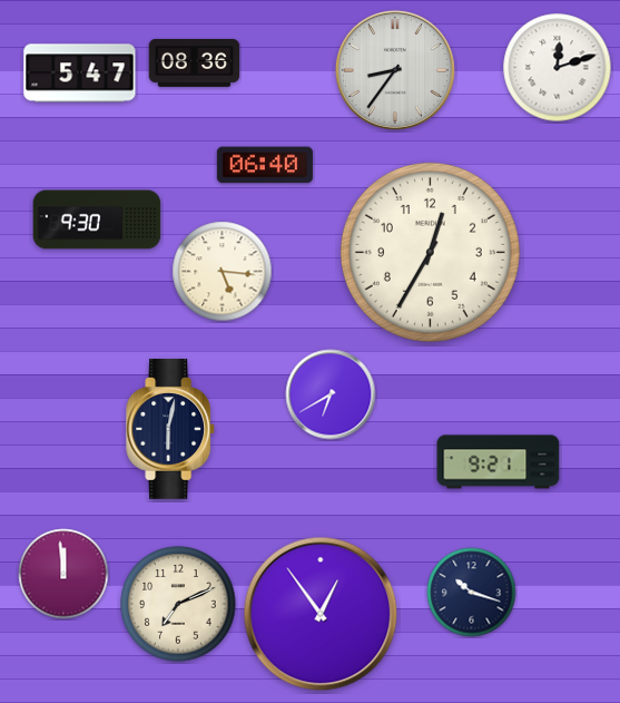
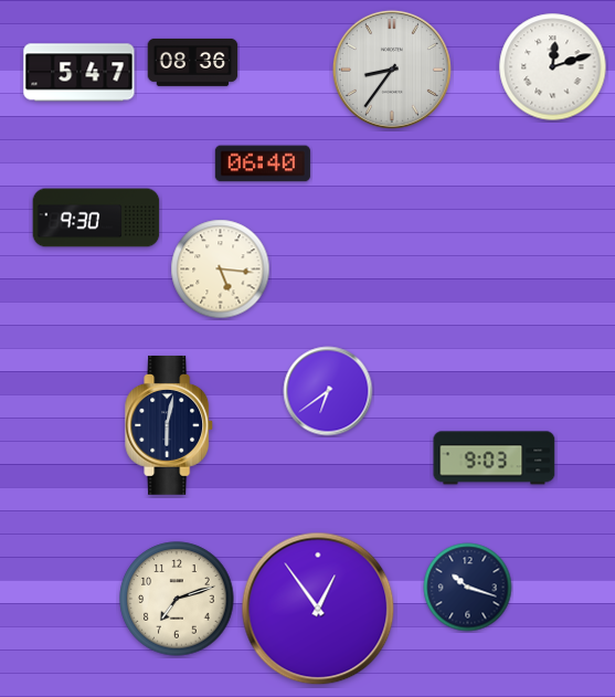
clock at (430, 252): 12:35 -> none
clock at (331, 394): 6:40 -> 6:39
clock at (499, 462): 9:21 -> 9:03
clock at (63, 574): 11:59 -> none
clock at (178, 604): 7:11 -> 7:12
